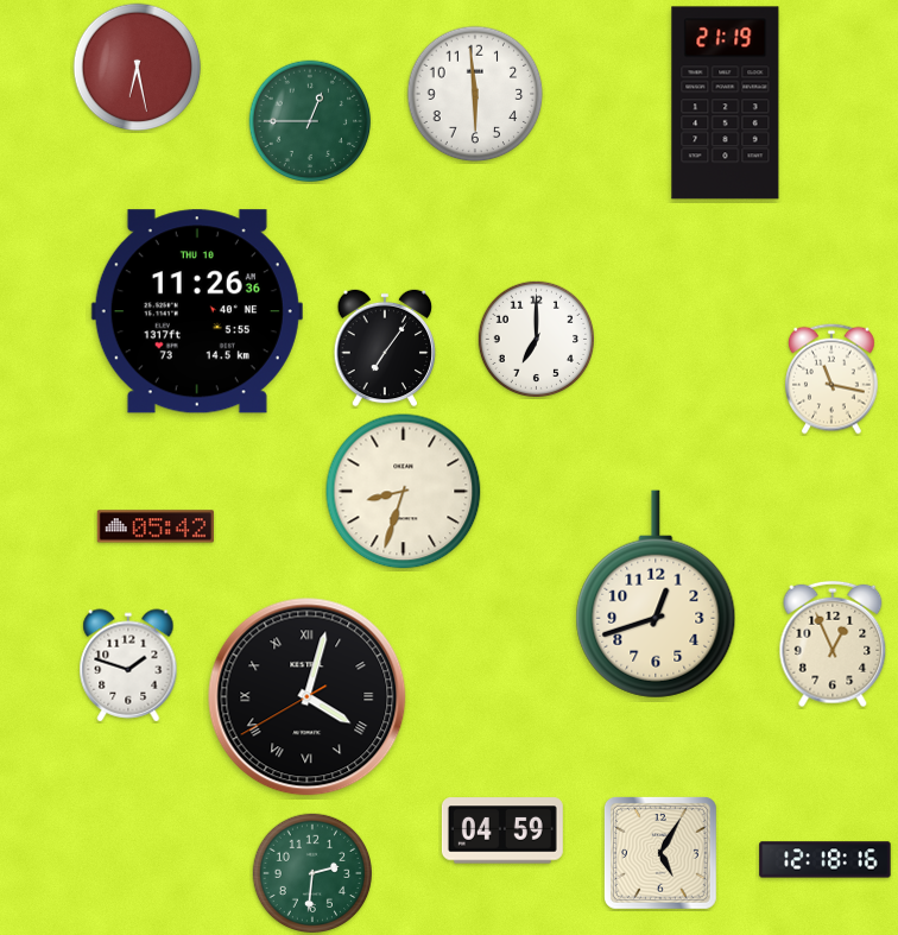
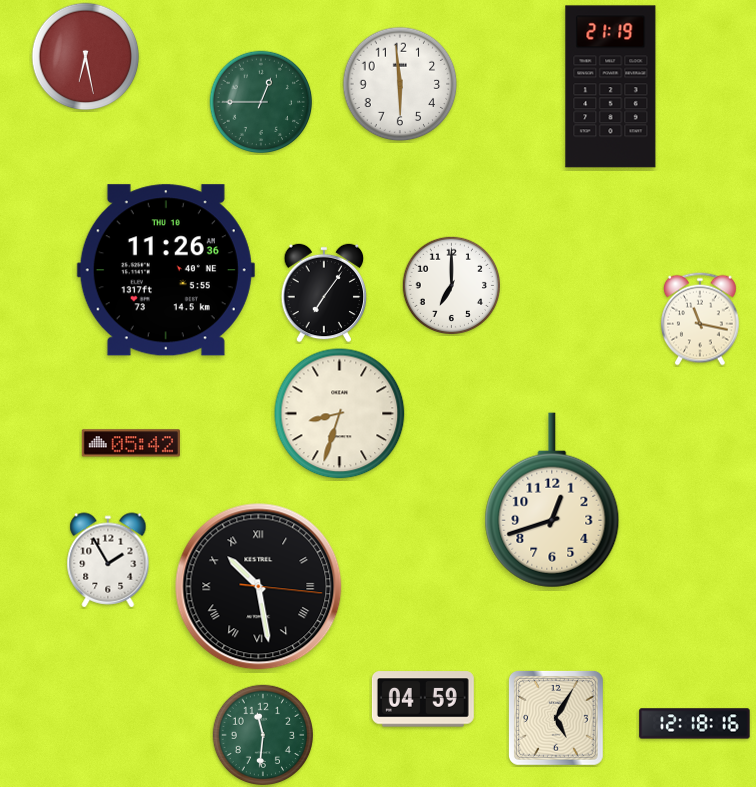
clock at (138, 68) position: (138, 68) -> (86, 57)
clock at (475, 94) position: (475, 94) -> (400, 84)
clock at (197, 311) position: (197, 311) -> (166, 270)
clock at (833, 644): 12:56 -> none
clock at (128, 665): 1:48 -> 1:55
clock at (308, 697): 4:02 -> 10:28
clock at (312, 873): 2:31 -> 11:31
